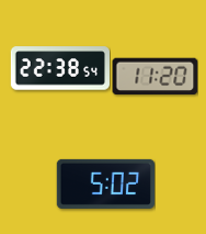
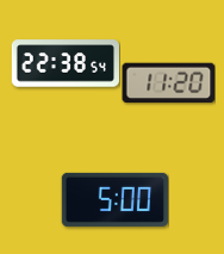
clock at (59, 68) position: (59, 68) -> (64, 63)
clock at (105, 183): 5:02 -> 5:00
